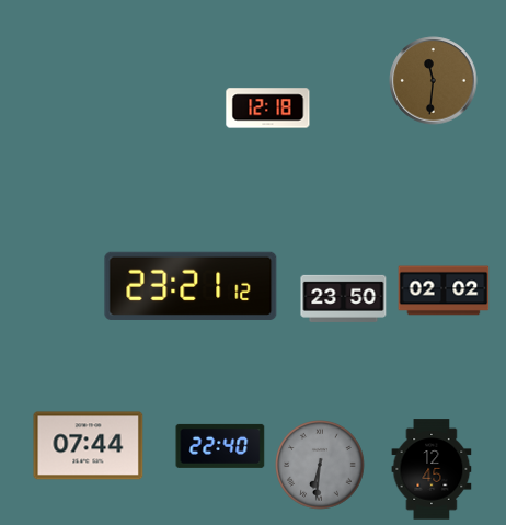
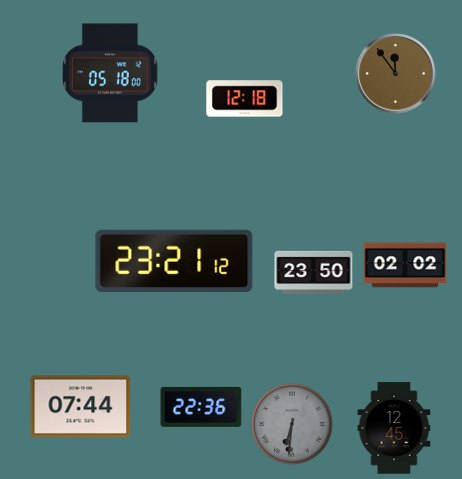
clock at (111, 73): none -> 05:18
clock at (434, 81): 11:31 -> 11:54
clock at (220, 446): 22:40 -> 22:36
